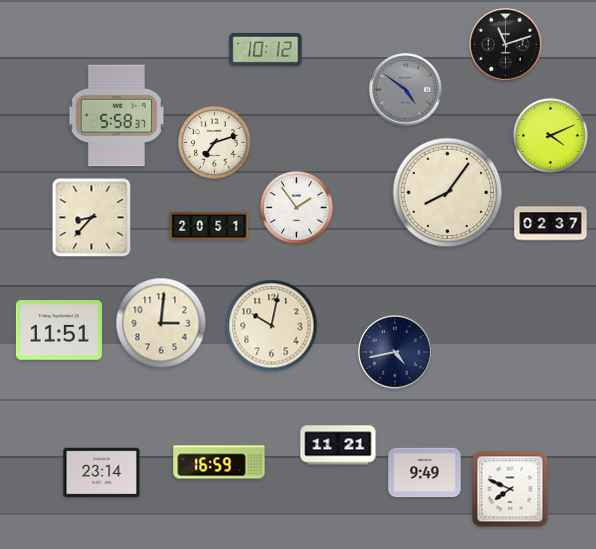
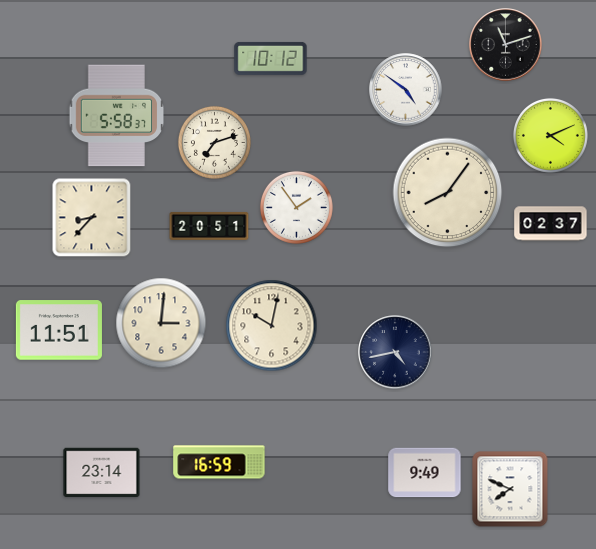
clock at (266, 49) position: (266, 49) -> (271, 58)
clock at (406, 90) dial: grey -> white
clock at (338, 445): 11:21 -> none
